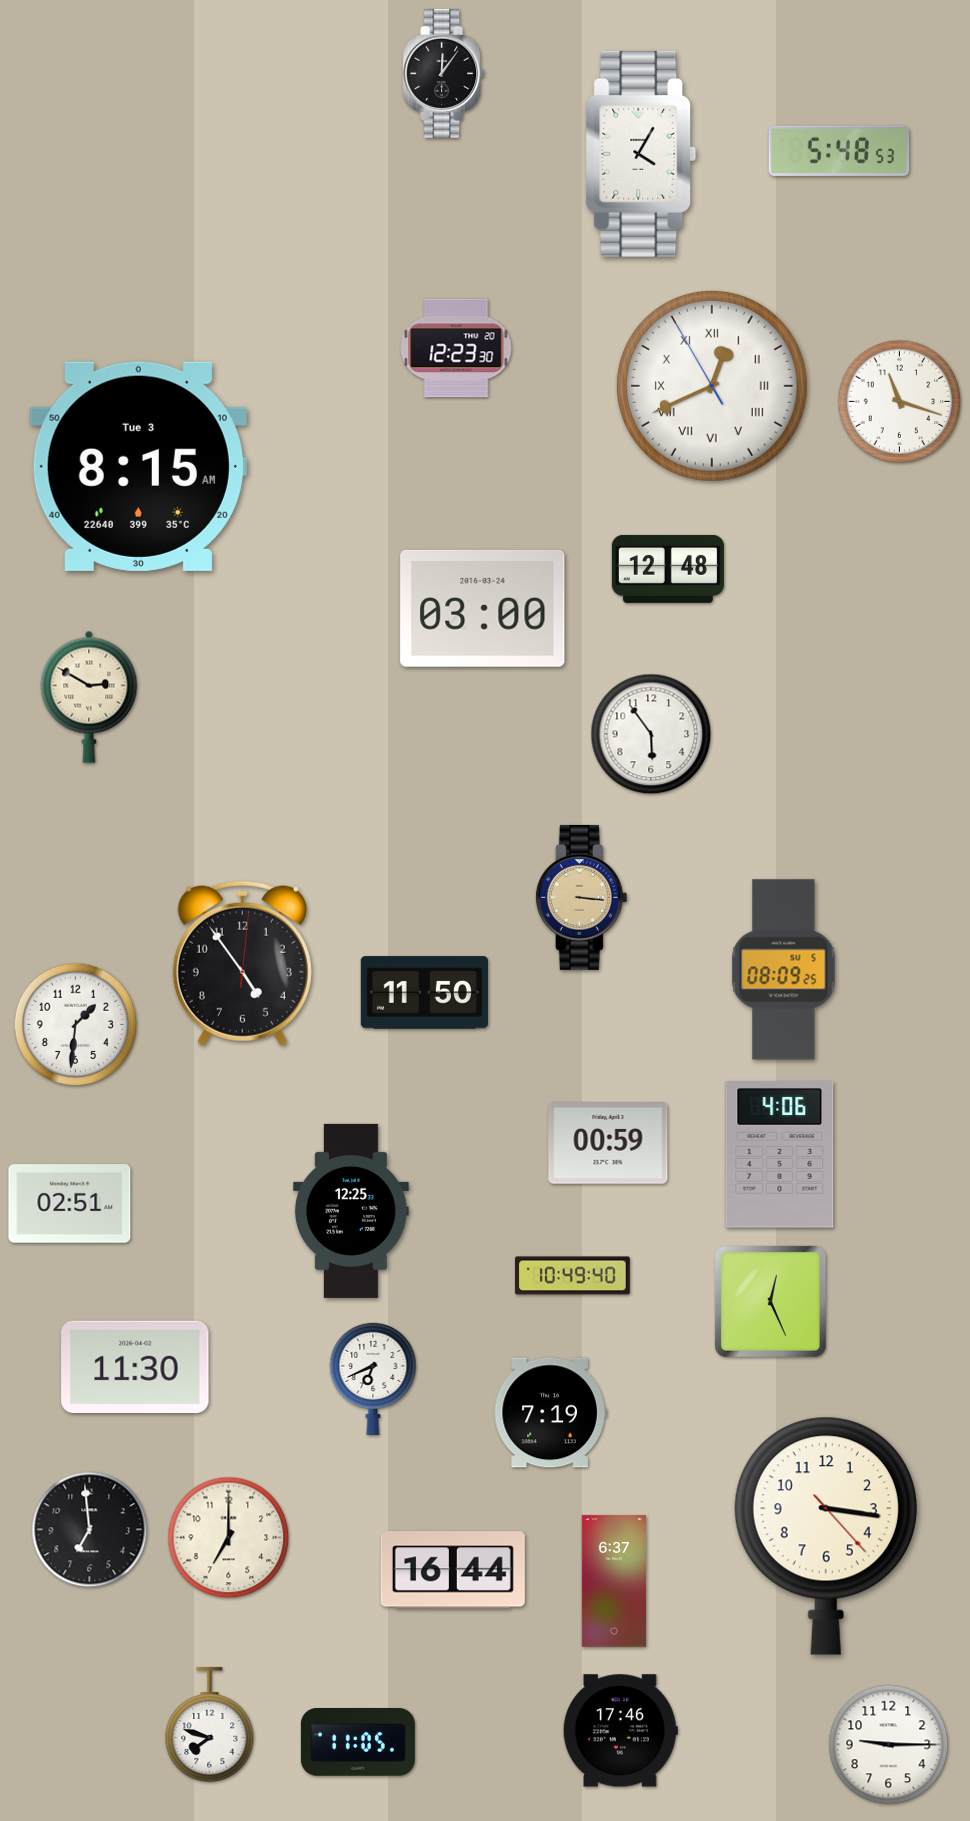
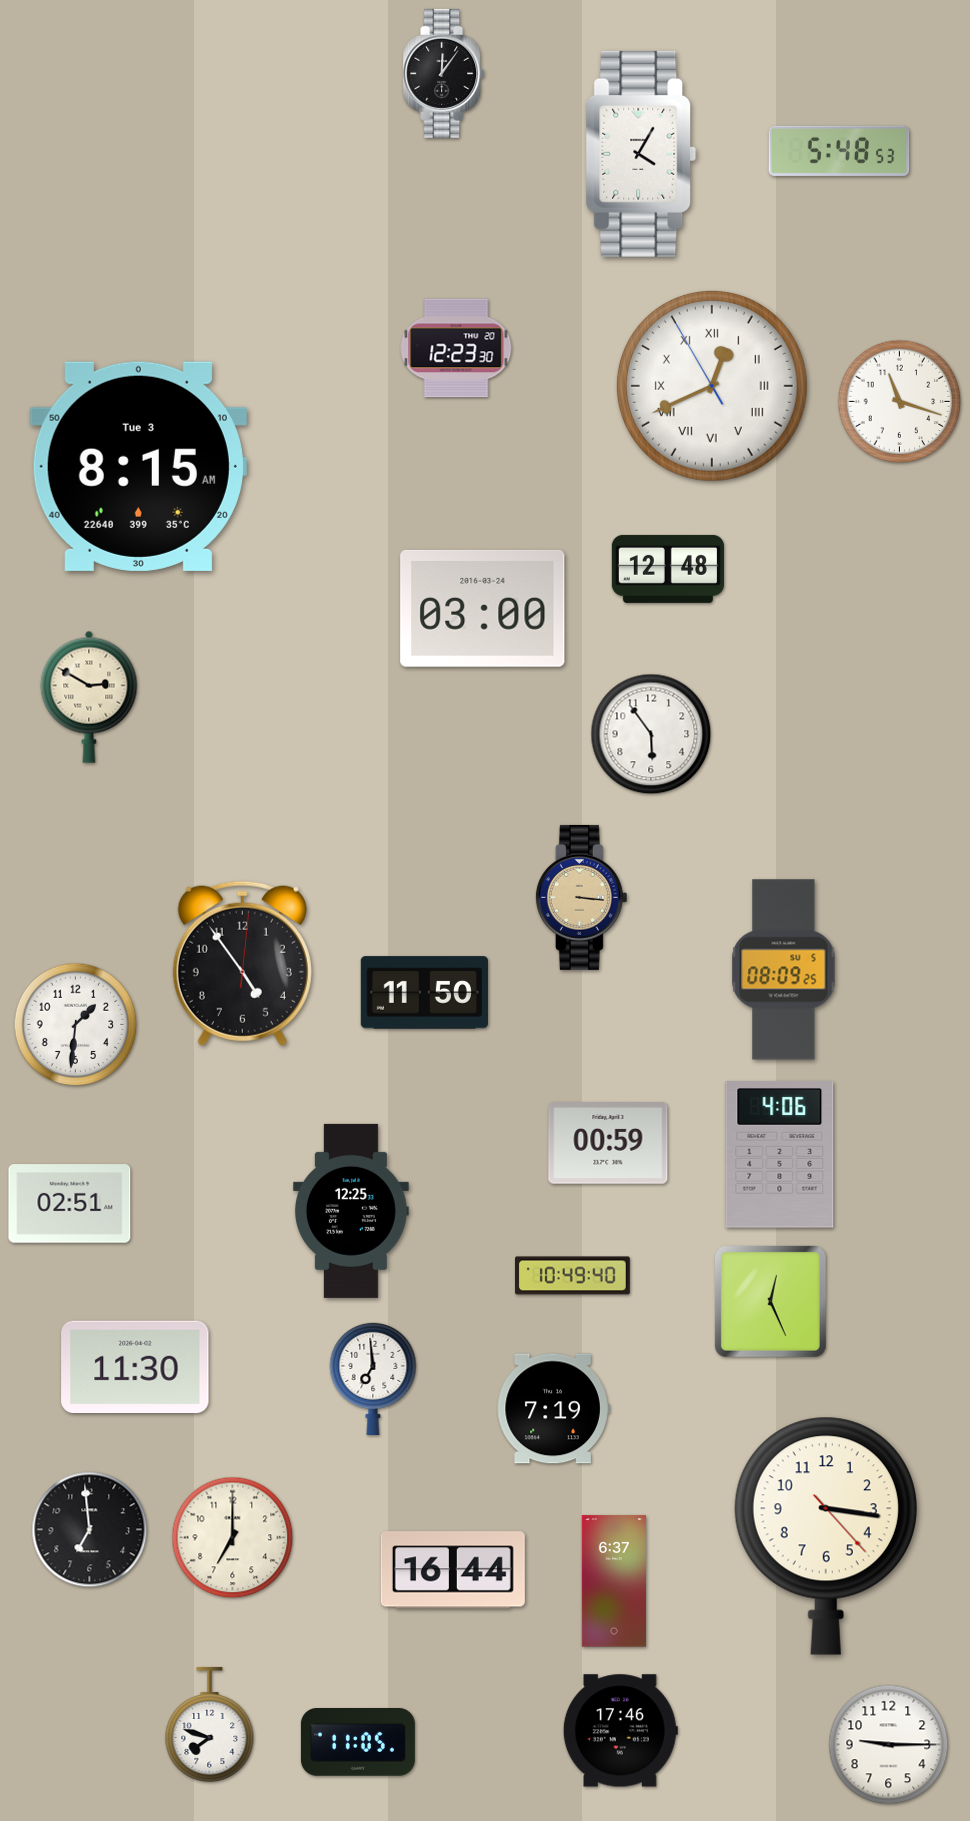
clock at (373, 1378): 6:41 -> 6:59
clock at (550, 1413) position: (550, 1413) -> (553, 1409)
clock at (229, 1538) position: (229, 1538) -> (233, 1538)
